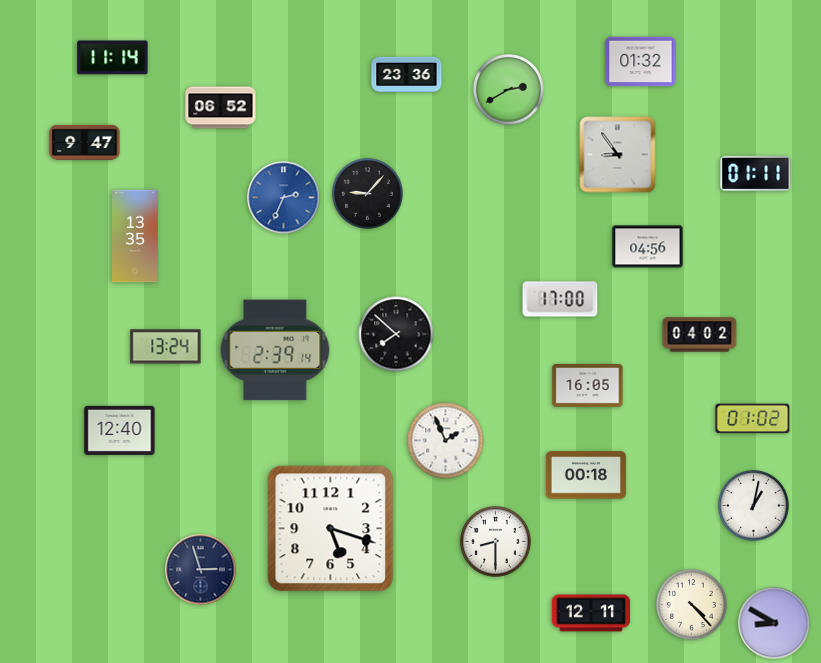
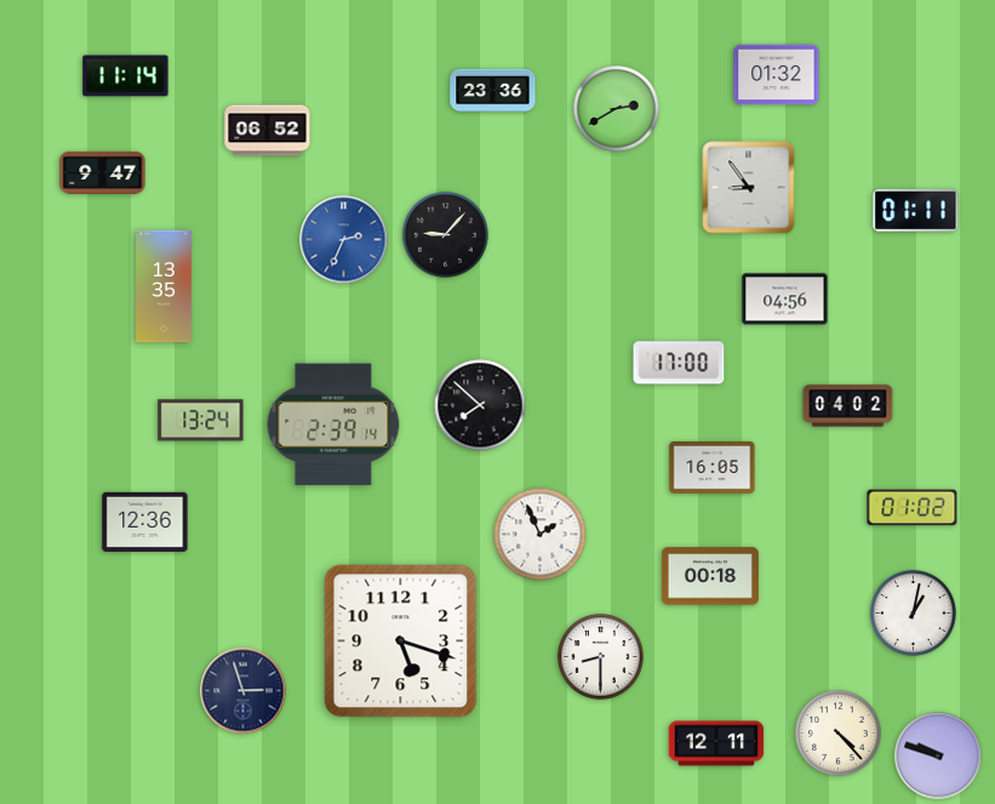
clock at (113, 58) position: (113, 58) -> (126, 76)
clock at (120, 430): 12:40 -> 12:36
clock at (774, 623): 8:50 -> 9:48
